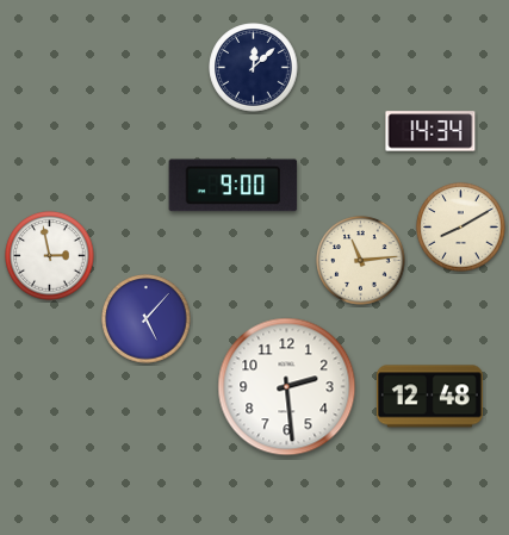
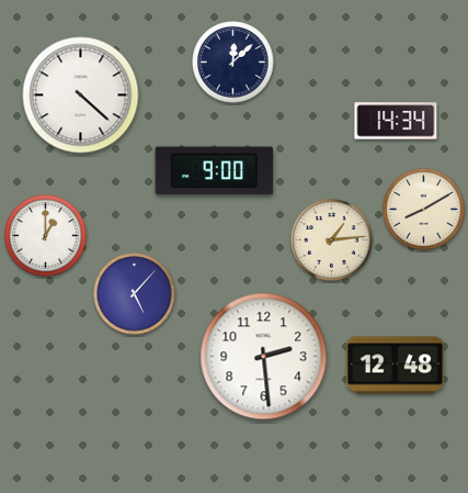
clock at (81, 96): none -> 4:22
clock at (50, 256): 2:58 -> 1:00
clock at (361, 261): 11:14 -> 1:14
